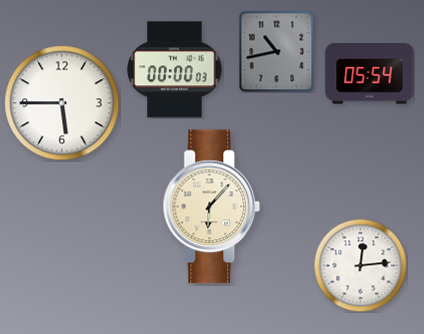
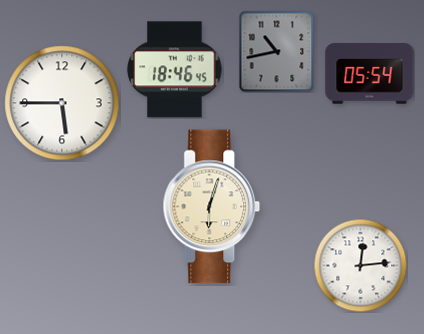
clock at (175, 70): 00:00 -> 18:46
clock at (212, 207): 6:07 -> 6:03
